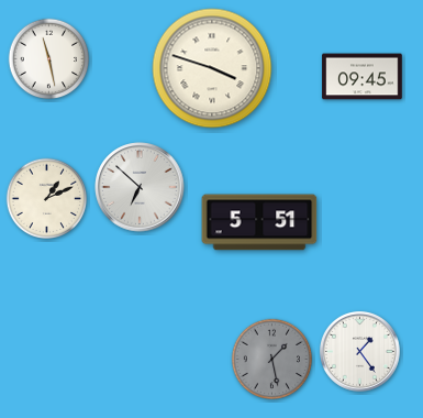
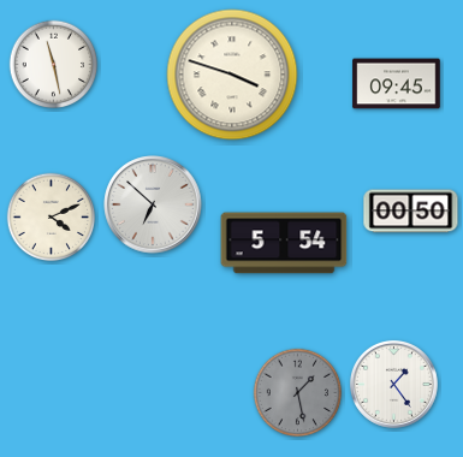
clock at (411, 212): none -> 00:50
clock at (47, 199): 1:11 -> 4:11
clock at (259, 222): 5:51 -> 5:54
